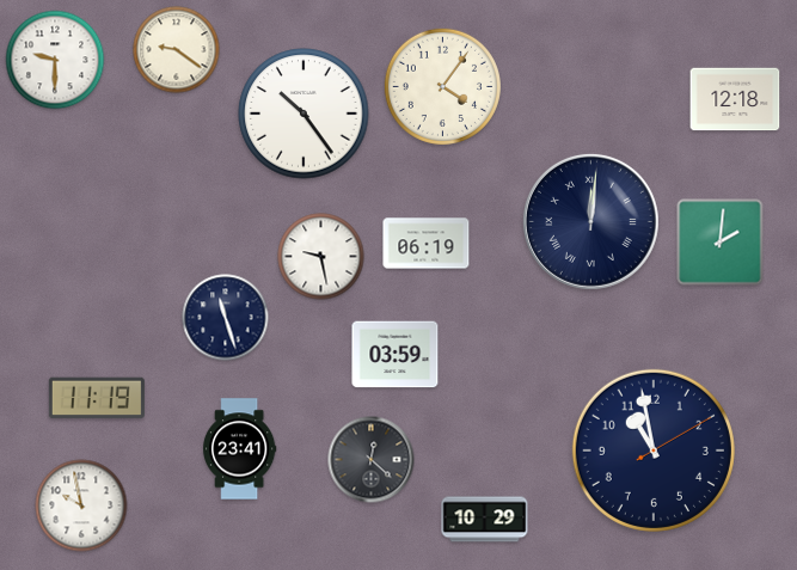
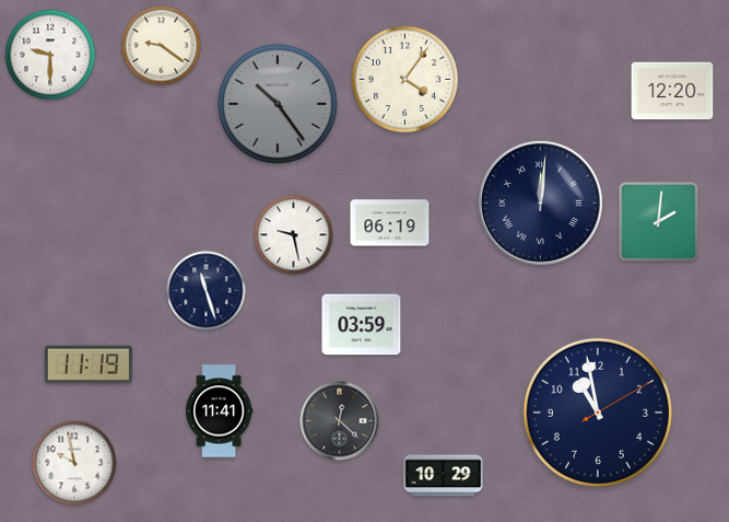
clock at (735, 99): 12:18 -> 12:20
clock at (304, 114) dial: white -> grey
clock at (240, 449): 23:41 -> 11:41
